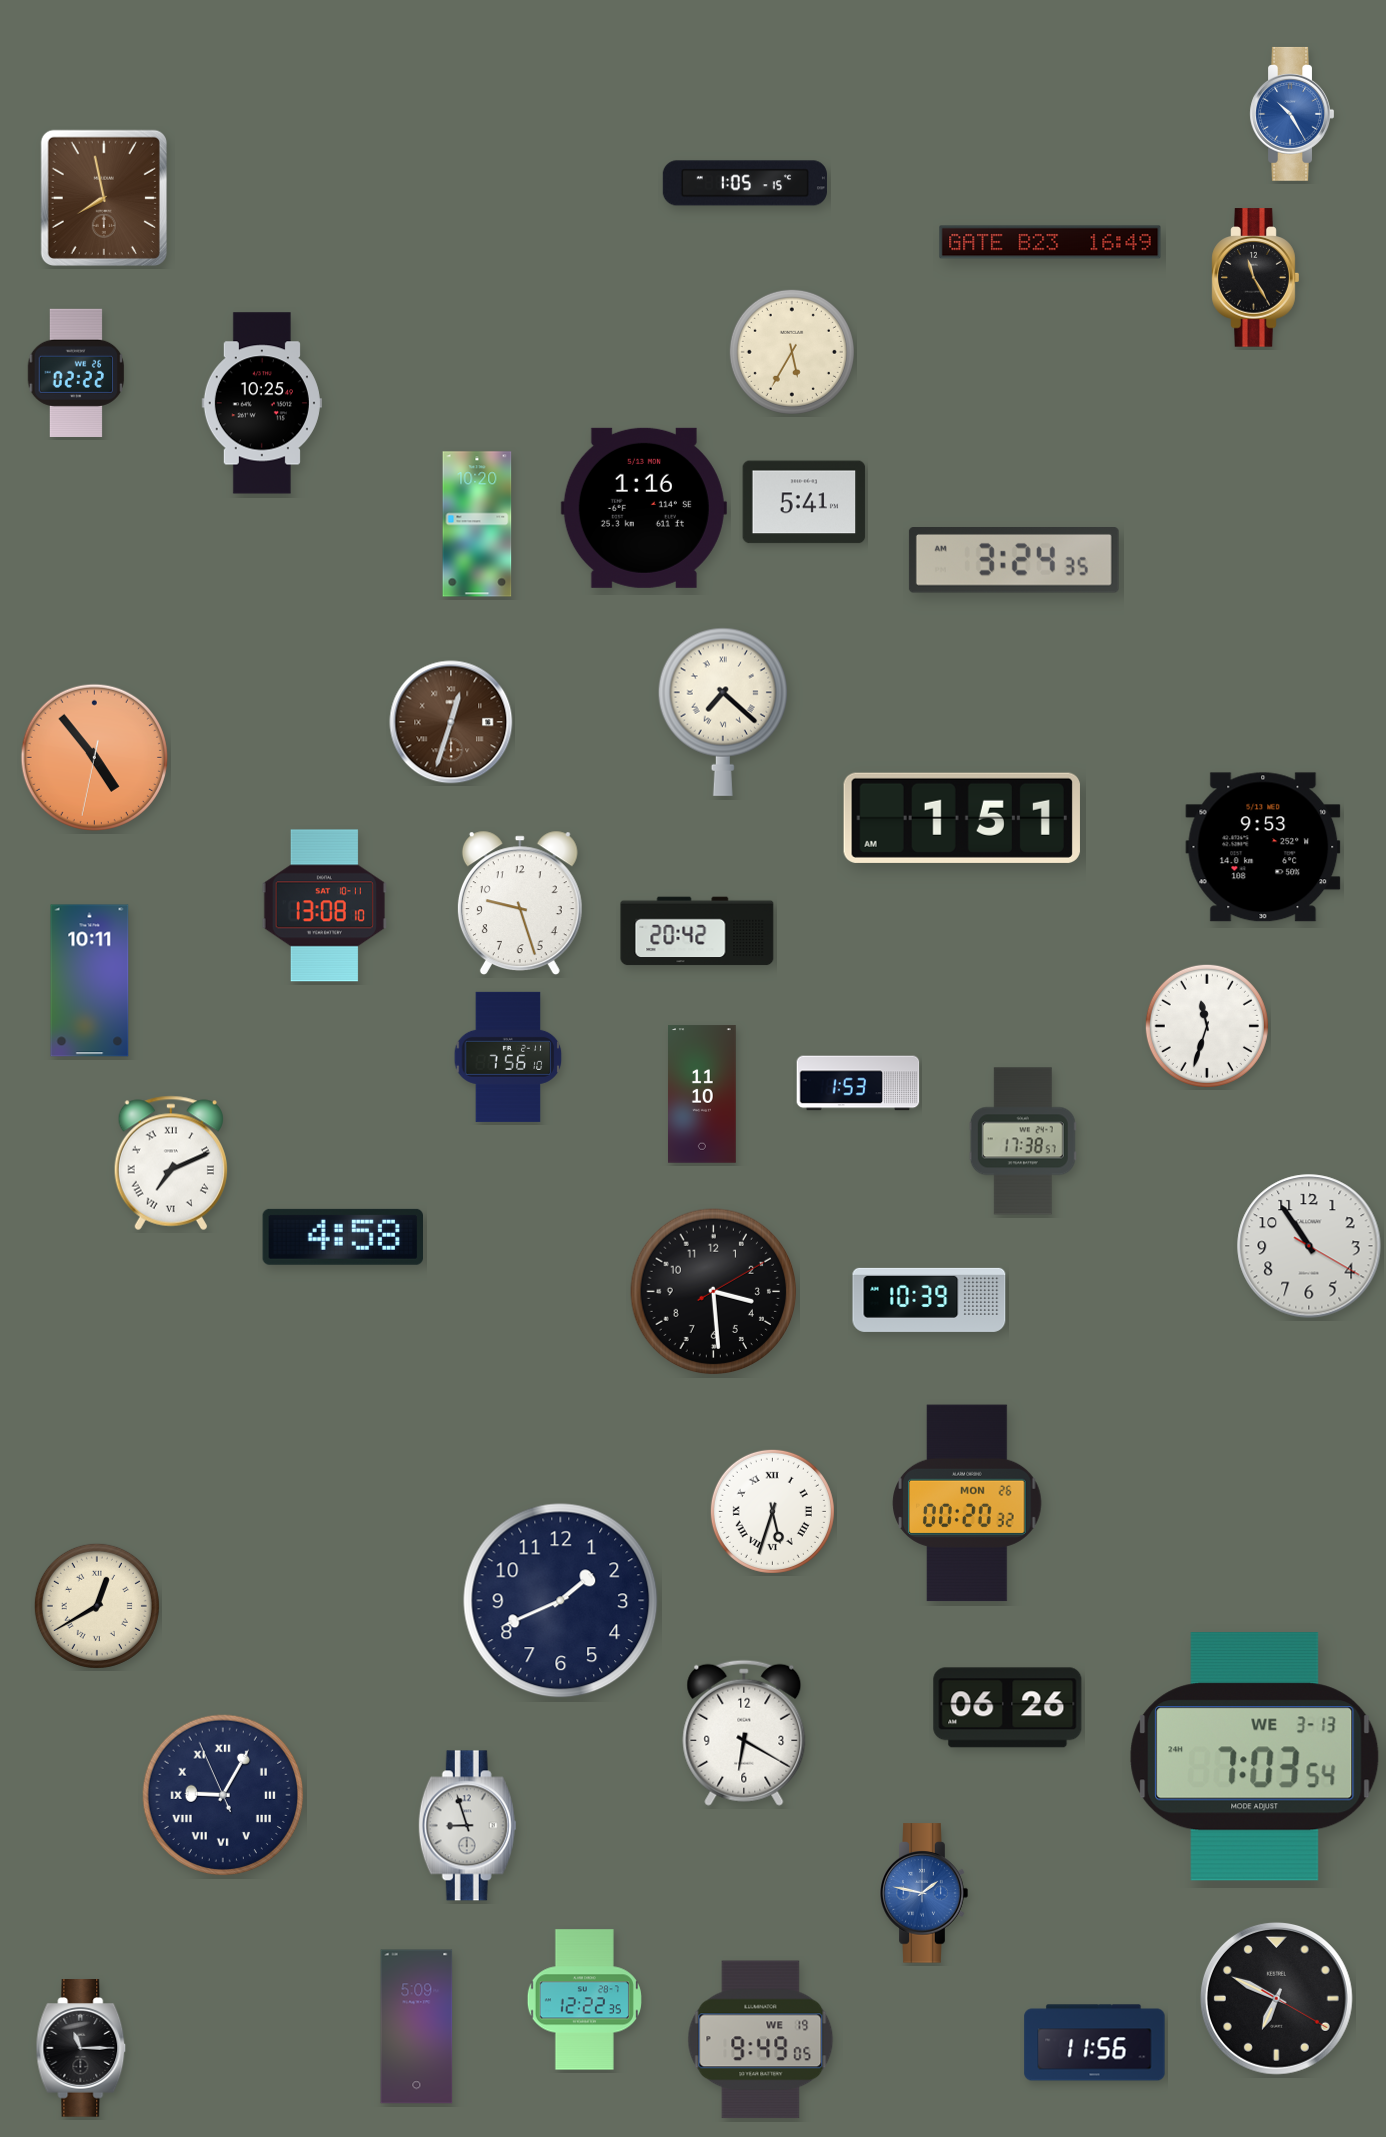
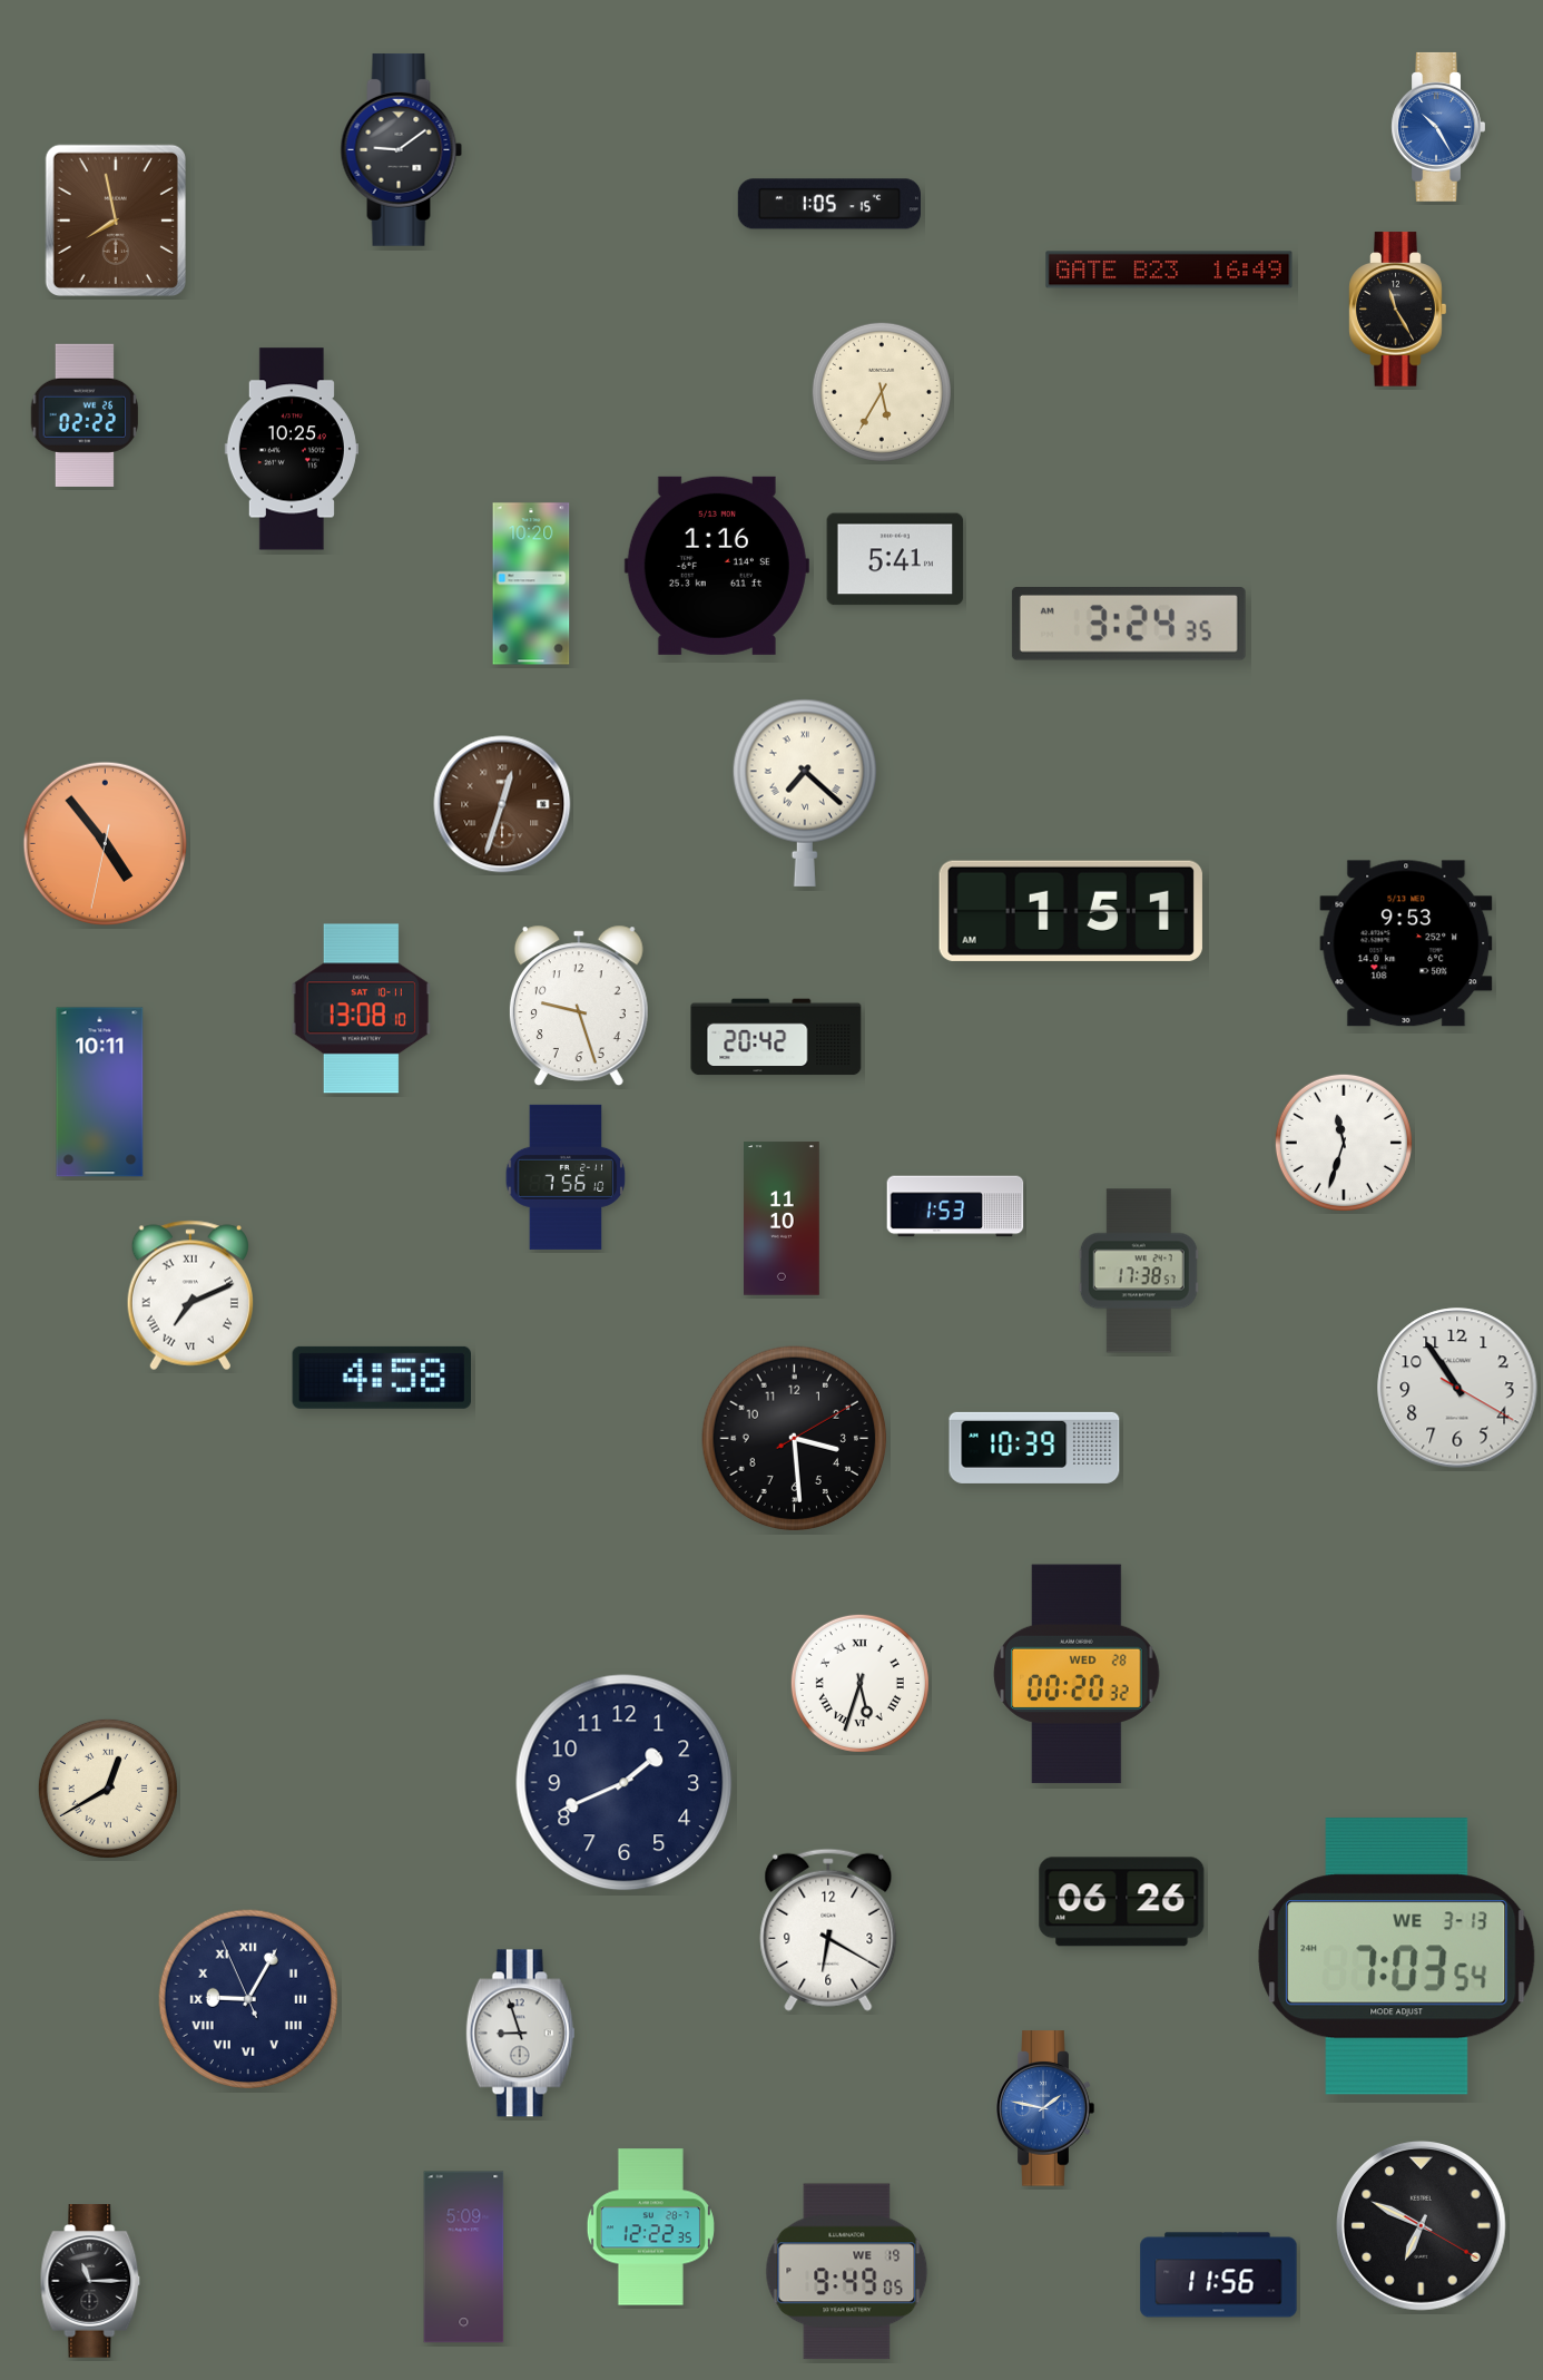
clock at (402, 149): none -> 9:09
clock at (967, 1503) date: MON 26 -> WED 28
clock at (924, 1893) position: (924, 1893) -> (1045, 2108)
